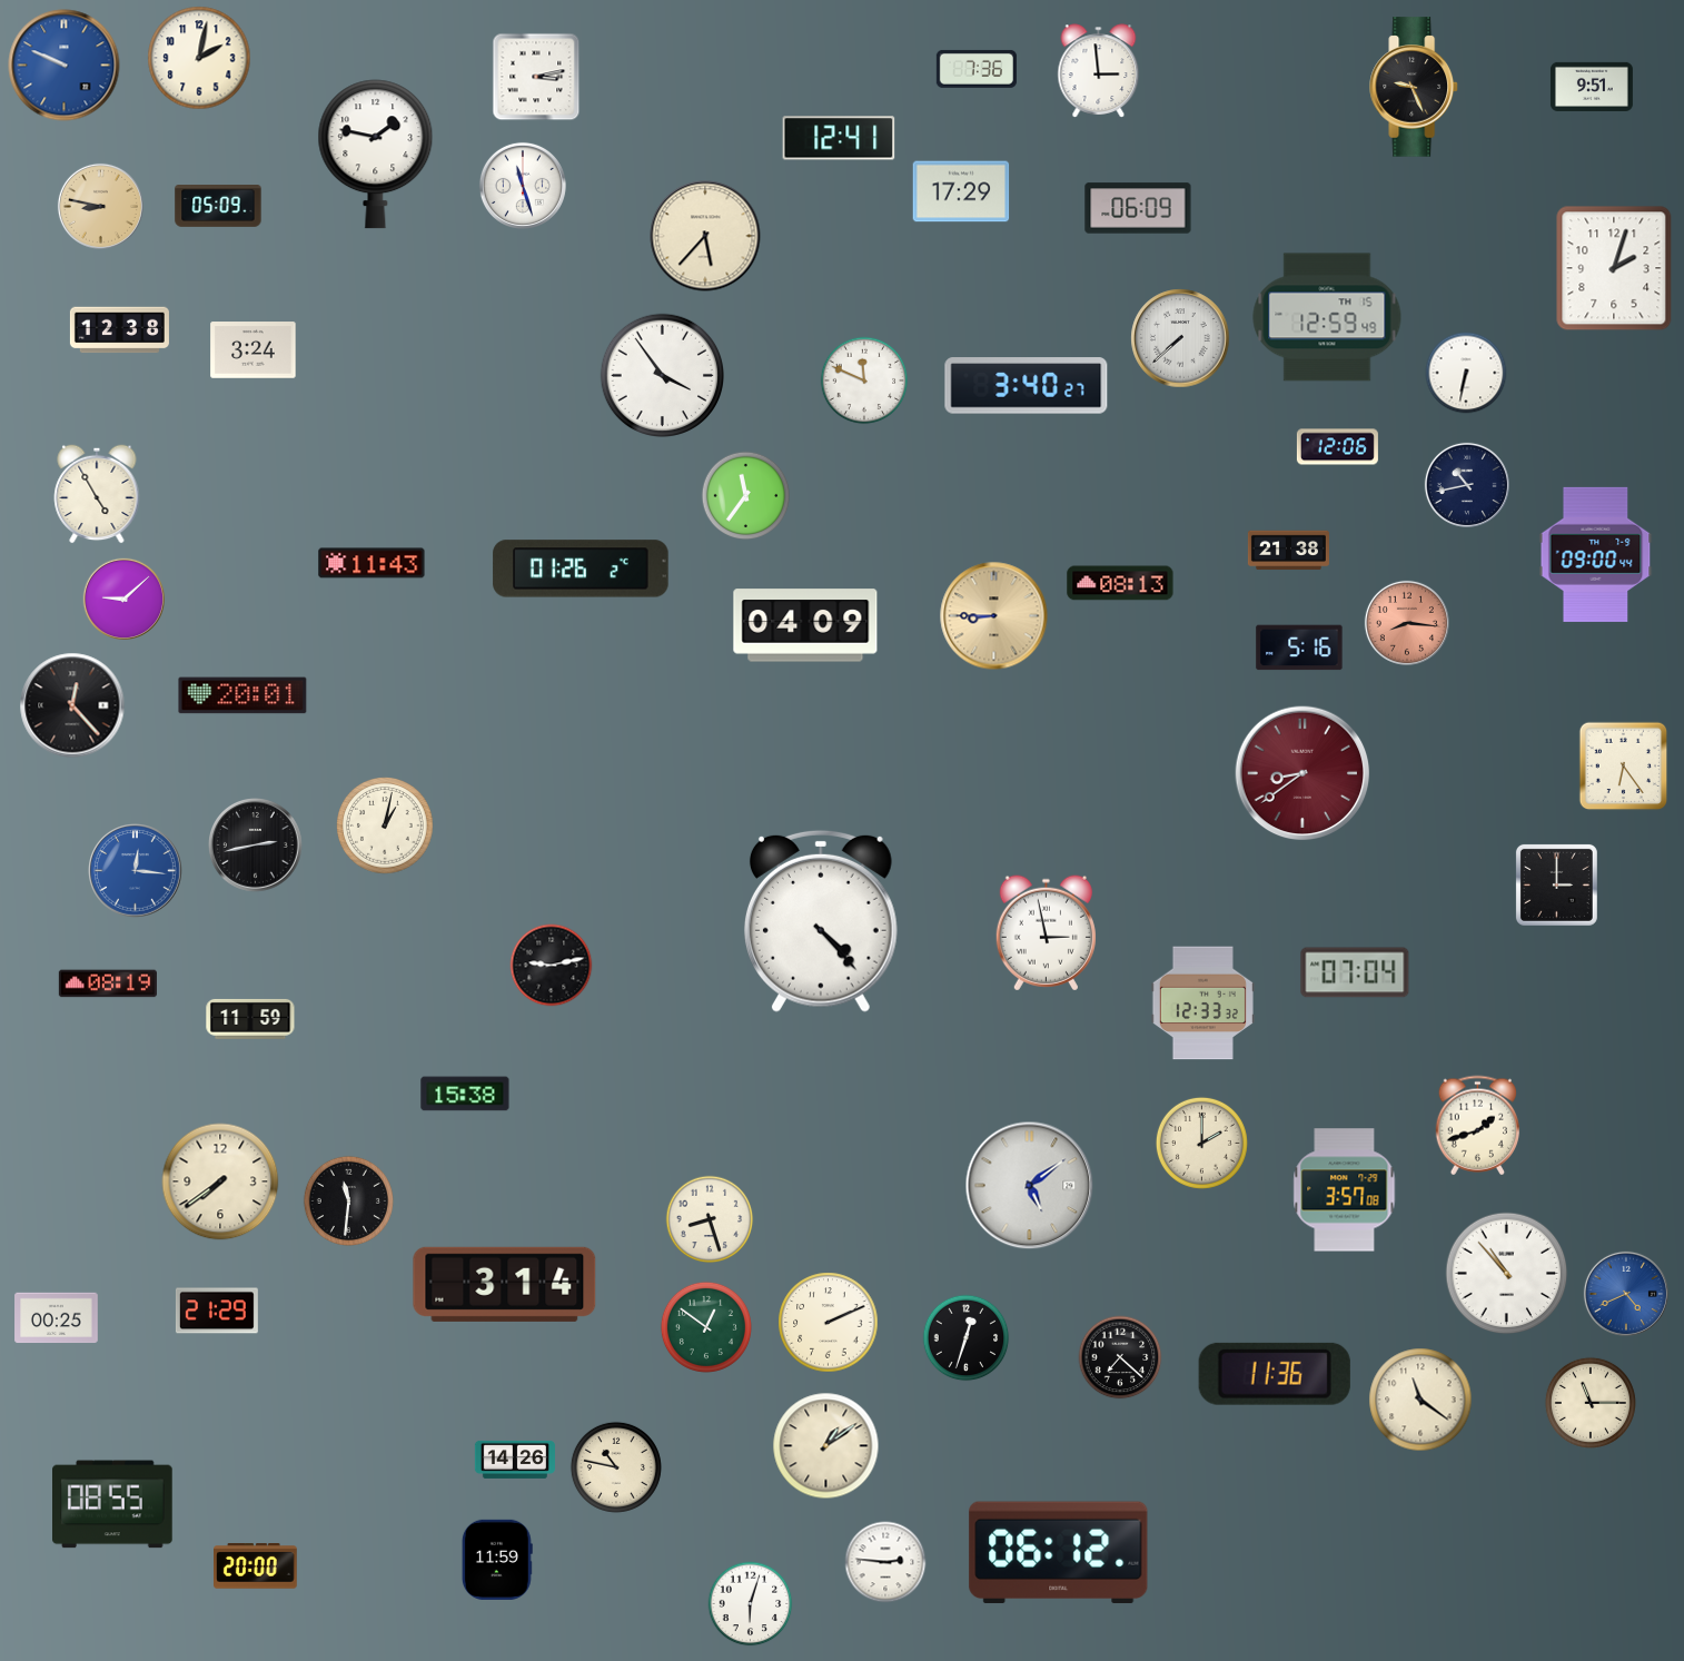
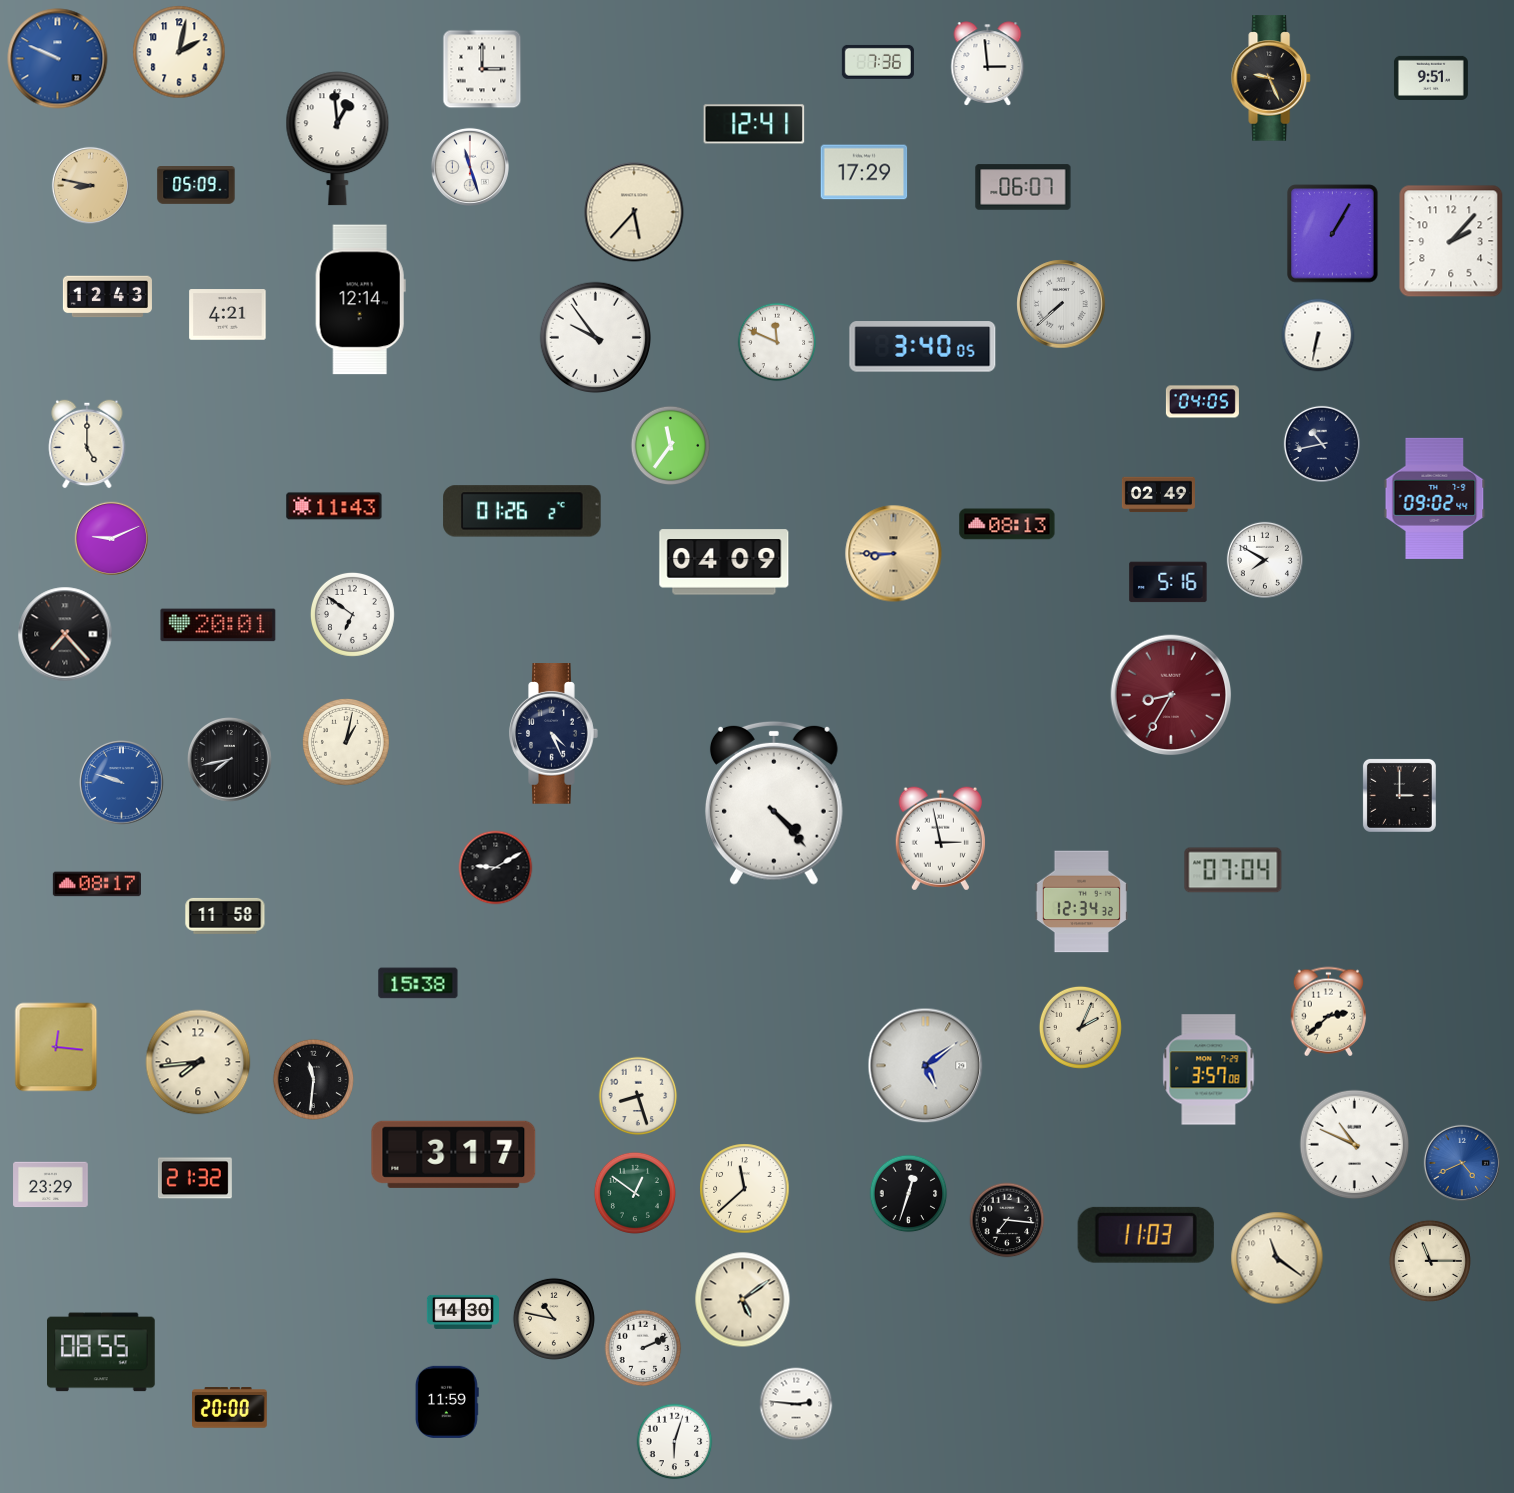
clock at (536, 77): 3:13 -> 3:00
clock at (376, 155): 1:47 -> 12:59
clock at (1138, 208): 06:09 -> 06:07
clock at (1333, 234): none -> 1:05
clock at (1614, 268): 2:03 -> 2:07
clock at (1327, 317): 12:59 -> none
clock at (119, 330): 12:38 -> 12:43
clock at (360, 300): none -> 12:14
clock at (254, 350): 3:24 -> 4:21
clock at (662, 375): 3:54 -> 9:54
clock at (1027, 386): 3:40:27 -> 3:40:05
clock at (1337, 447): 12:06 -> 04:05
clock at (1467, 485) position: (1467, 485) -> (1322, 444)
clock at (97, 494): 4:55 -> 5:00
clock at (1288, 551): 21:38 -> 02:49
clock at (1596, 554): 09:00 -> 09:02
clock at (123, 599): 9:08 -> 9:11
clock at (1407, 623): 8:16 -> 7:50
clock at (1407, 623) dial: salmon -> white
clock at (352, 614): none -> 6:51
clock at (72, 705): 12:23 -> 7:23
clock at (1624, 767): 6:24 -> none
clock at (1302, 773): 8:39 -> 8:35
clock at (554, 734): none -> 4:26
clock at (256, 846): 2:43 -> 7:43
clock at (136, 871): 12:16 -> 9:48
clock at (821, 921) position: (821, 921) -> (774, 803)
clock at (552, 966): 9:13 -> 9:10
clock at (1355, 972) position: (1355, 972) -> (1233, 870)
clock at (108, 983): 08:19 -> 08:17
clock at (1202, 1003): 12:33 -> 12:34
clock at (250, 1019): 11:59 -> 11:58
clock at (1478, 1126): 1:42 -> 2:38
clock at (1201, 1143): 2:00 -> 2:04
clock at (56, 1047): none -> 12:16
clock at (220, 1182): 7:39 -> 7:44
clock at (1507, 1274): 10:53 -> 10:49
clock at (505, 1284): 3:14 -> 3:17
clock at (217, 1311): 21:29 -> 21:32
clock at (57, 1318): 00:25 -> 23:29
clock at (829, 1323): 2:11 -> 11:38
clock at (967, 1338) position: (967, 1338) -> (909, 1194)
clock at (1120, 1357): 7:22 -> 7:16
clock at (1275, 1374): 11:36 -> 11:03
clock at (826, 1446): 1:09 -> 5:09
clock at (514, 1460): 14:26 -> 14:30
clock at (643, 1348): none -> 2:11
clock at (1059, 1553): 06:12 -> none
